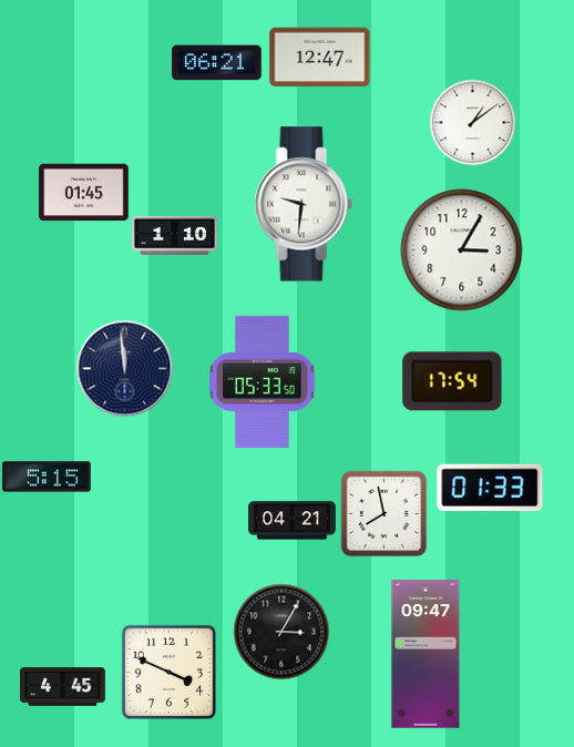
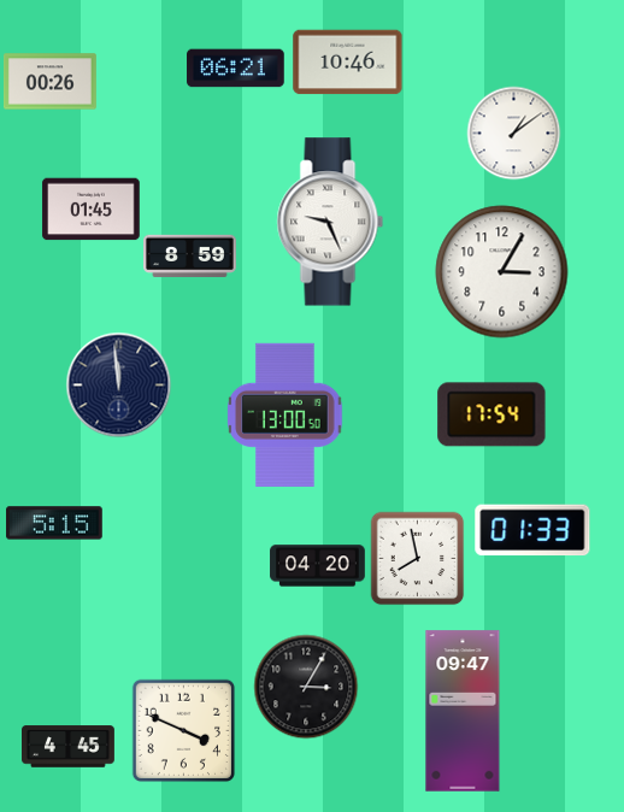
clock at (320, 58): 12:47 -> 10:46
clock at (49, 82): none -> 00:26
clock at (304, 204): 9:31 -> 9:26
clock at (175, 236): 1:10 -> 8:59
clock at (124, 368) position: (124, 368) -> (118, 384)
clock at (263, 381): 05:33 -> 13:00
clock at (47, 477) position: (47, 477) -> (54, 523)
clock at (293, 521): 04:21 -> 04:20
